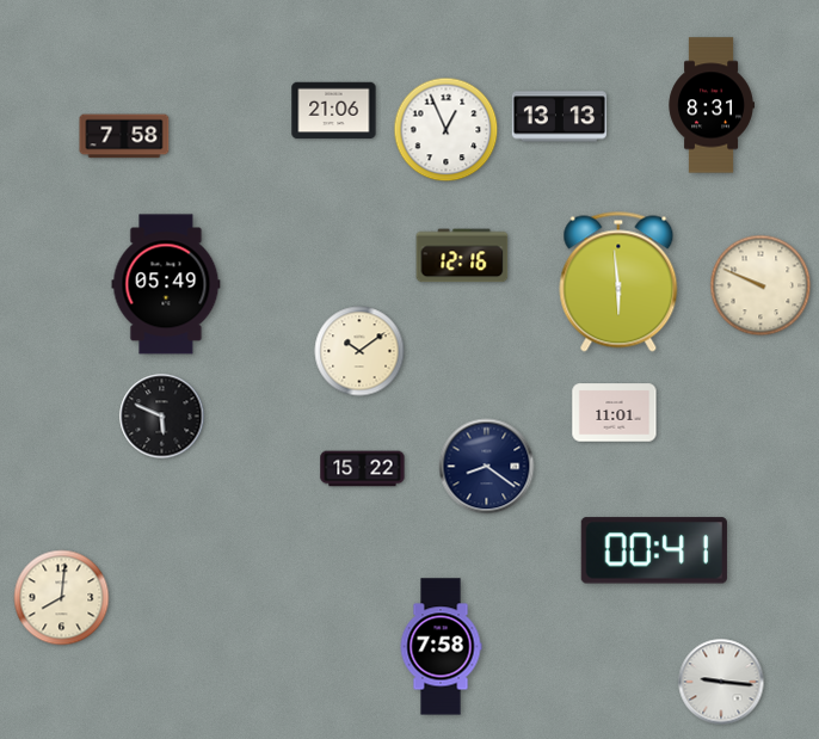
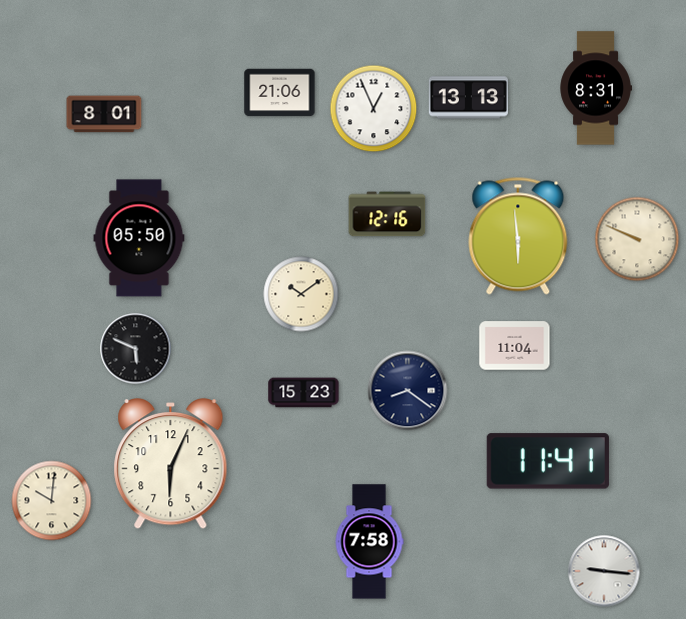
clock at (124, 136): 7:58 -> 8:01
clock at (166, 284): 05:49 -> 05:50
clock at (615, 413): 11:01 -> 11:04
clock at (363, 469): 15:22 -> 15:23
clock at (654, 550): 00:41 -> 11:41
clock at (171, 464): none -> 6:04
clock at (62, 598): 8:01 -> 10:01
